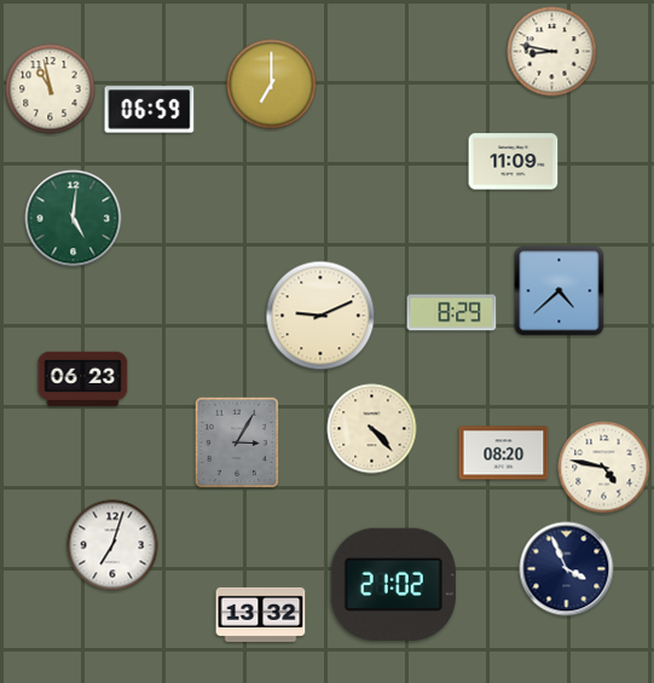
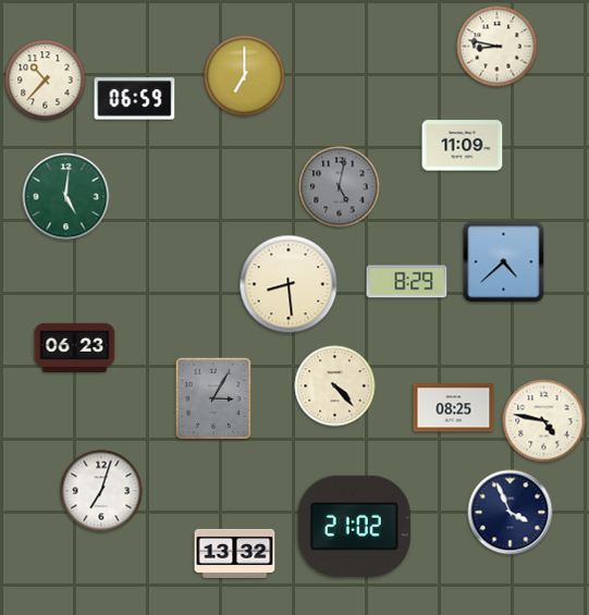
clock at (51, 89): 10:58 -> 10:37
clock at (340, 187): none -> 5:02
clock at (320, 316): 9:11 -> 8:29
clock at (83, 378) position: (83, 378) -> (75, 347)
clock at (504, 453): 08:20 -> 08:25
